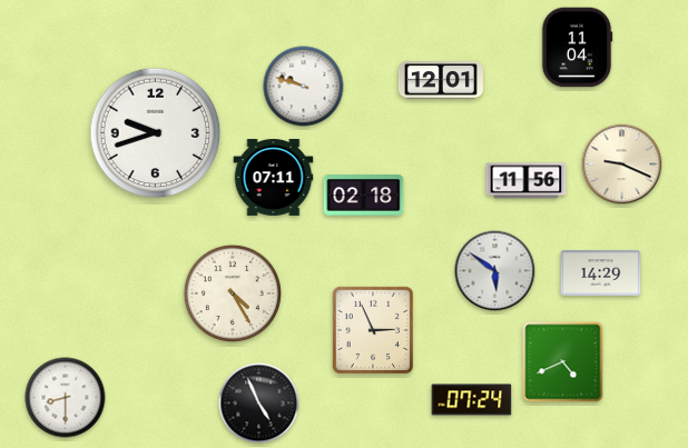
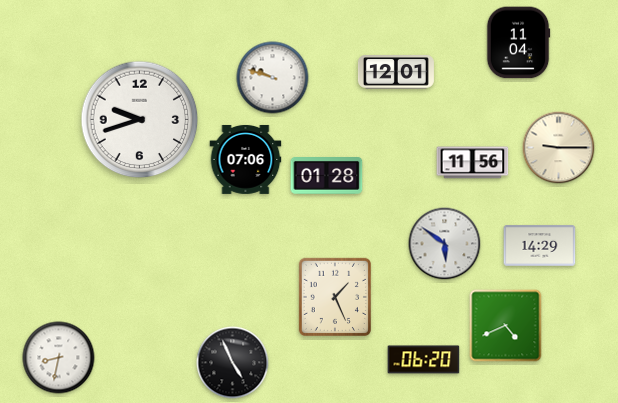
clock at (622, 165): 9:19 -> 9:15
clock at (274, 177): 07:11 -> 07:06
clock at (364, 196): 02:18 -> 01:28
clock at (233, 293): 4:25 -> none
clock at (373, 329): 2:56 -> 1:26
clock at (66, 398): 8:30 -> 8:32
clock at (472, 400): 07:24 -> 06:20
